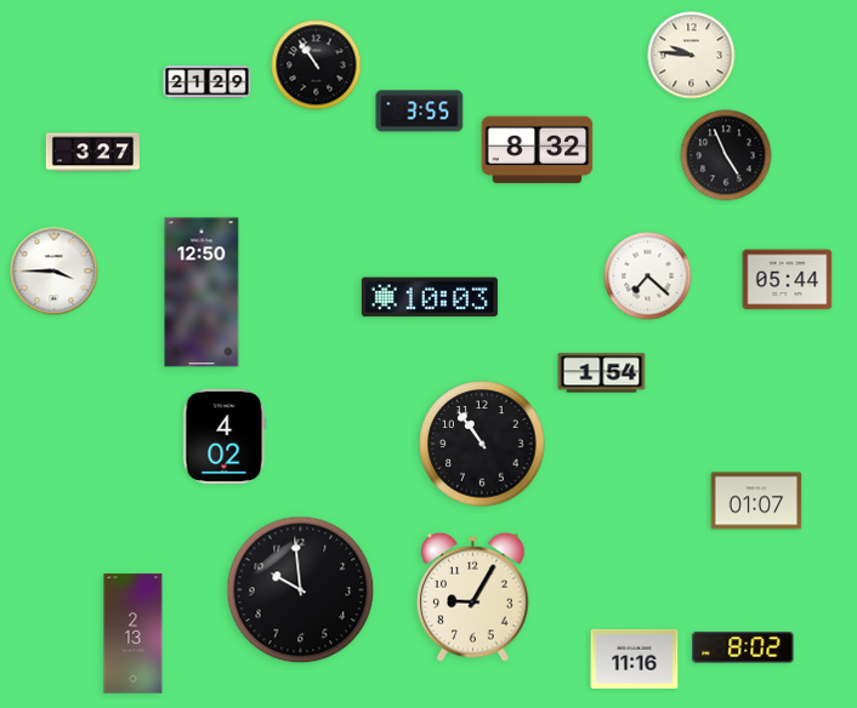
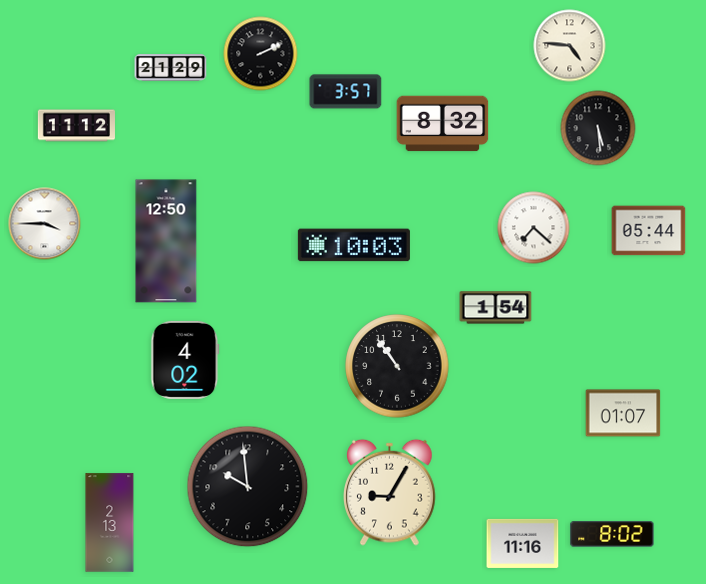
clock at (692, 56): 9:46 -> 4:46
clock at (317, 65): 10:54 -> 2:11
clock at (420, 112): 3:55 -> 3:57
clock at (92, 153): 3:27 -> 11:12
clock at (726, 155): 4:56 -> 5:29
